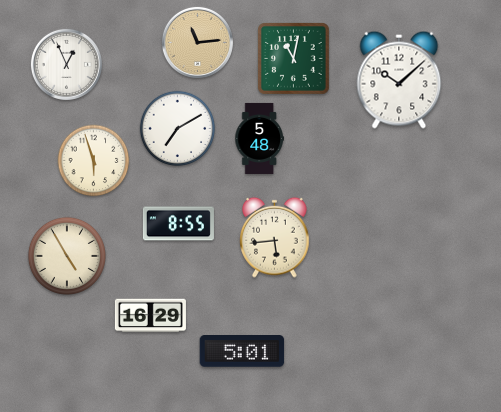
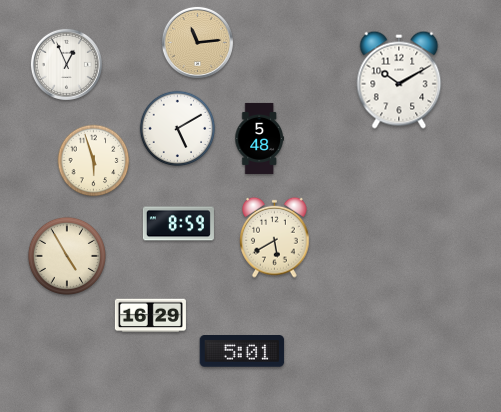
clock at (294, 59): 11:02 -> none
clock at (399, 80): 10:08 -> 10:10
clock at (178, 129): 7:10 -> 5:10
clock at (178, 224): 8:55 -> 8:59
clock at (275, 237): 5:44 -> 5:40
